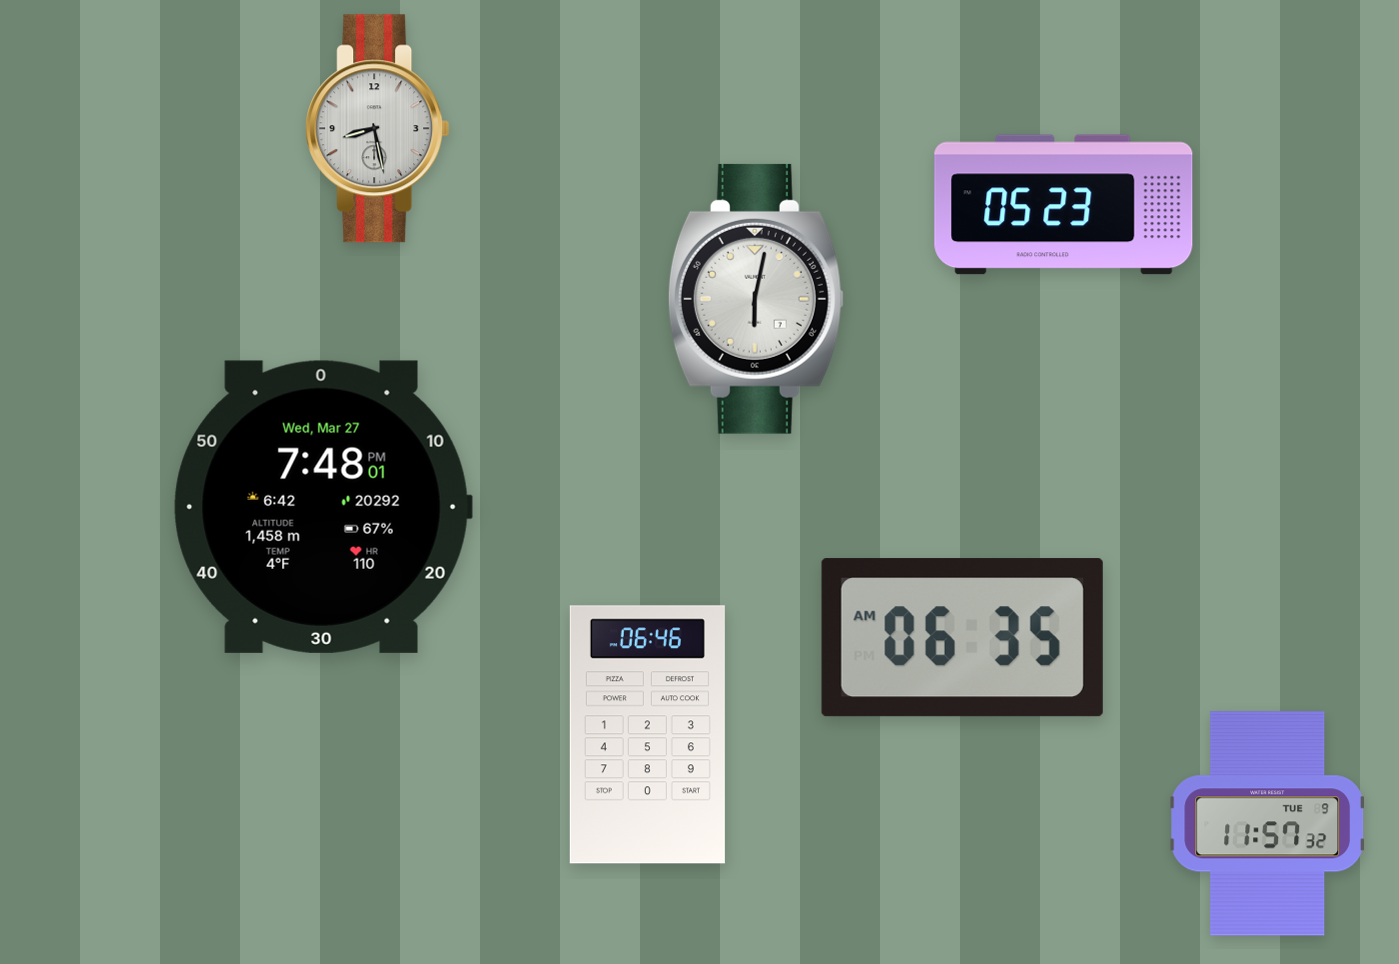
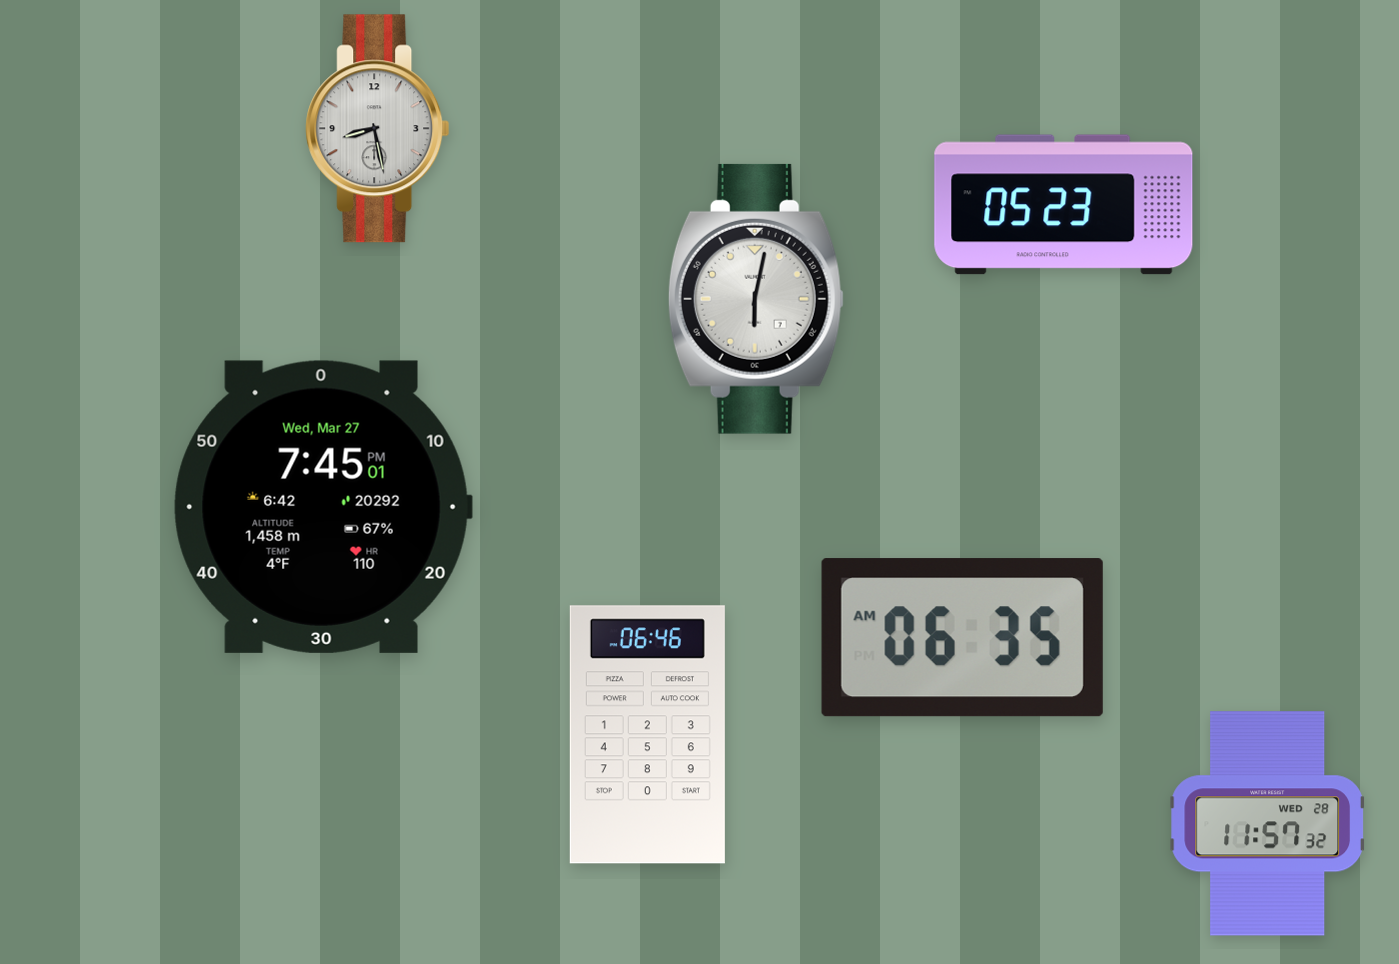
clock at (323, 507): 7:48 -> 7:45
clock at (1267, 824) date: TUE 9 -> WED 28
